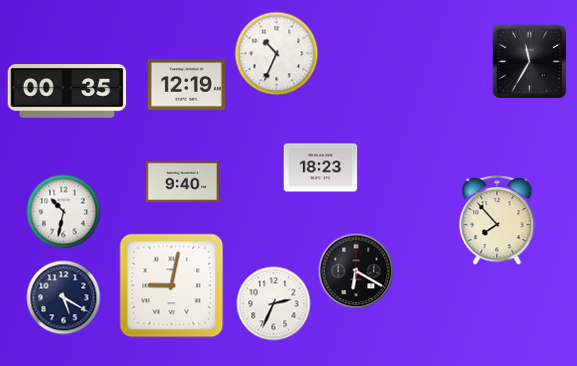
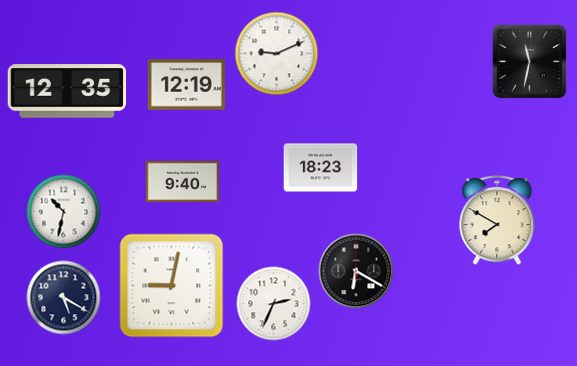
clock at (277, 54): 10:34 -> 9:11
clock at (530, 62): 11:35 -> 11:32
clock at (67, 91): 00:35 -> 12:35
clock at (497, 221): 7:53 -> 7:50
